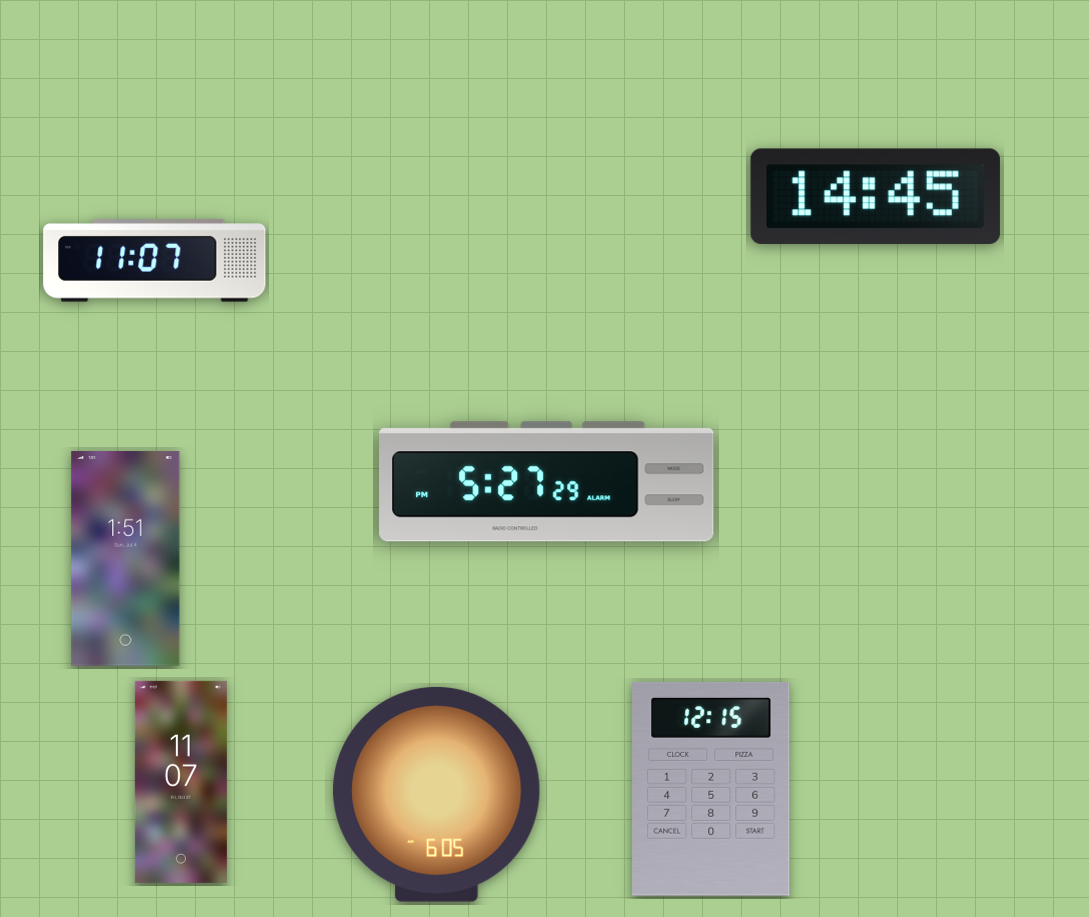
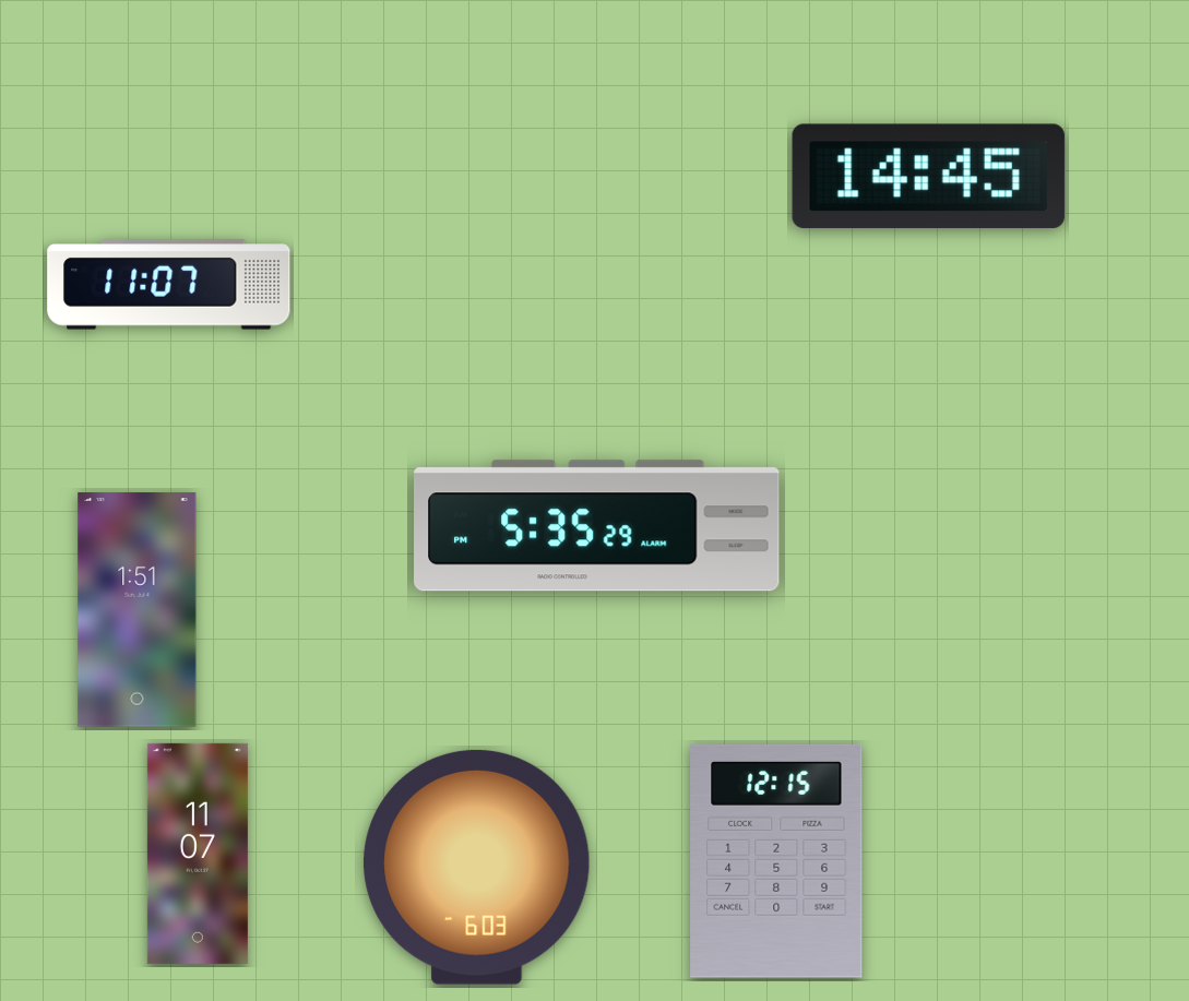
clock at (875, 196) position: (875, 196) -> (928, 176)
clock at (547, 482): 5:27 -> 5:35
clock at (437, 794): 6:05 -> 6:03
